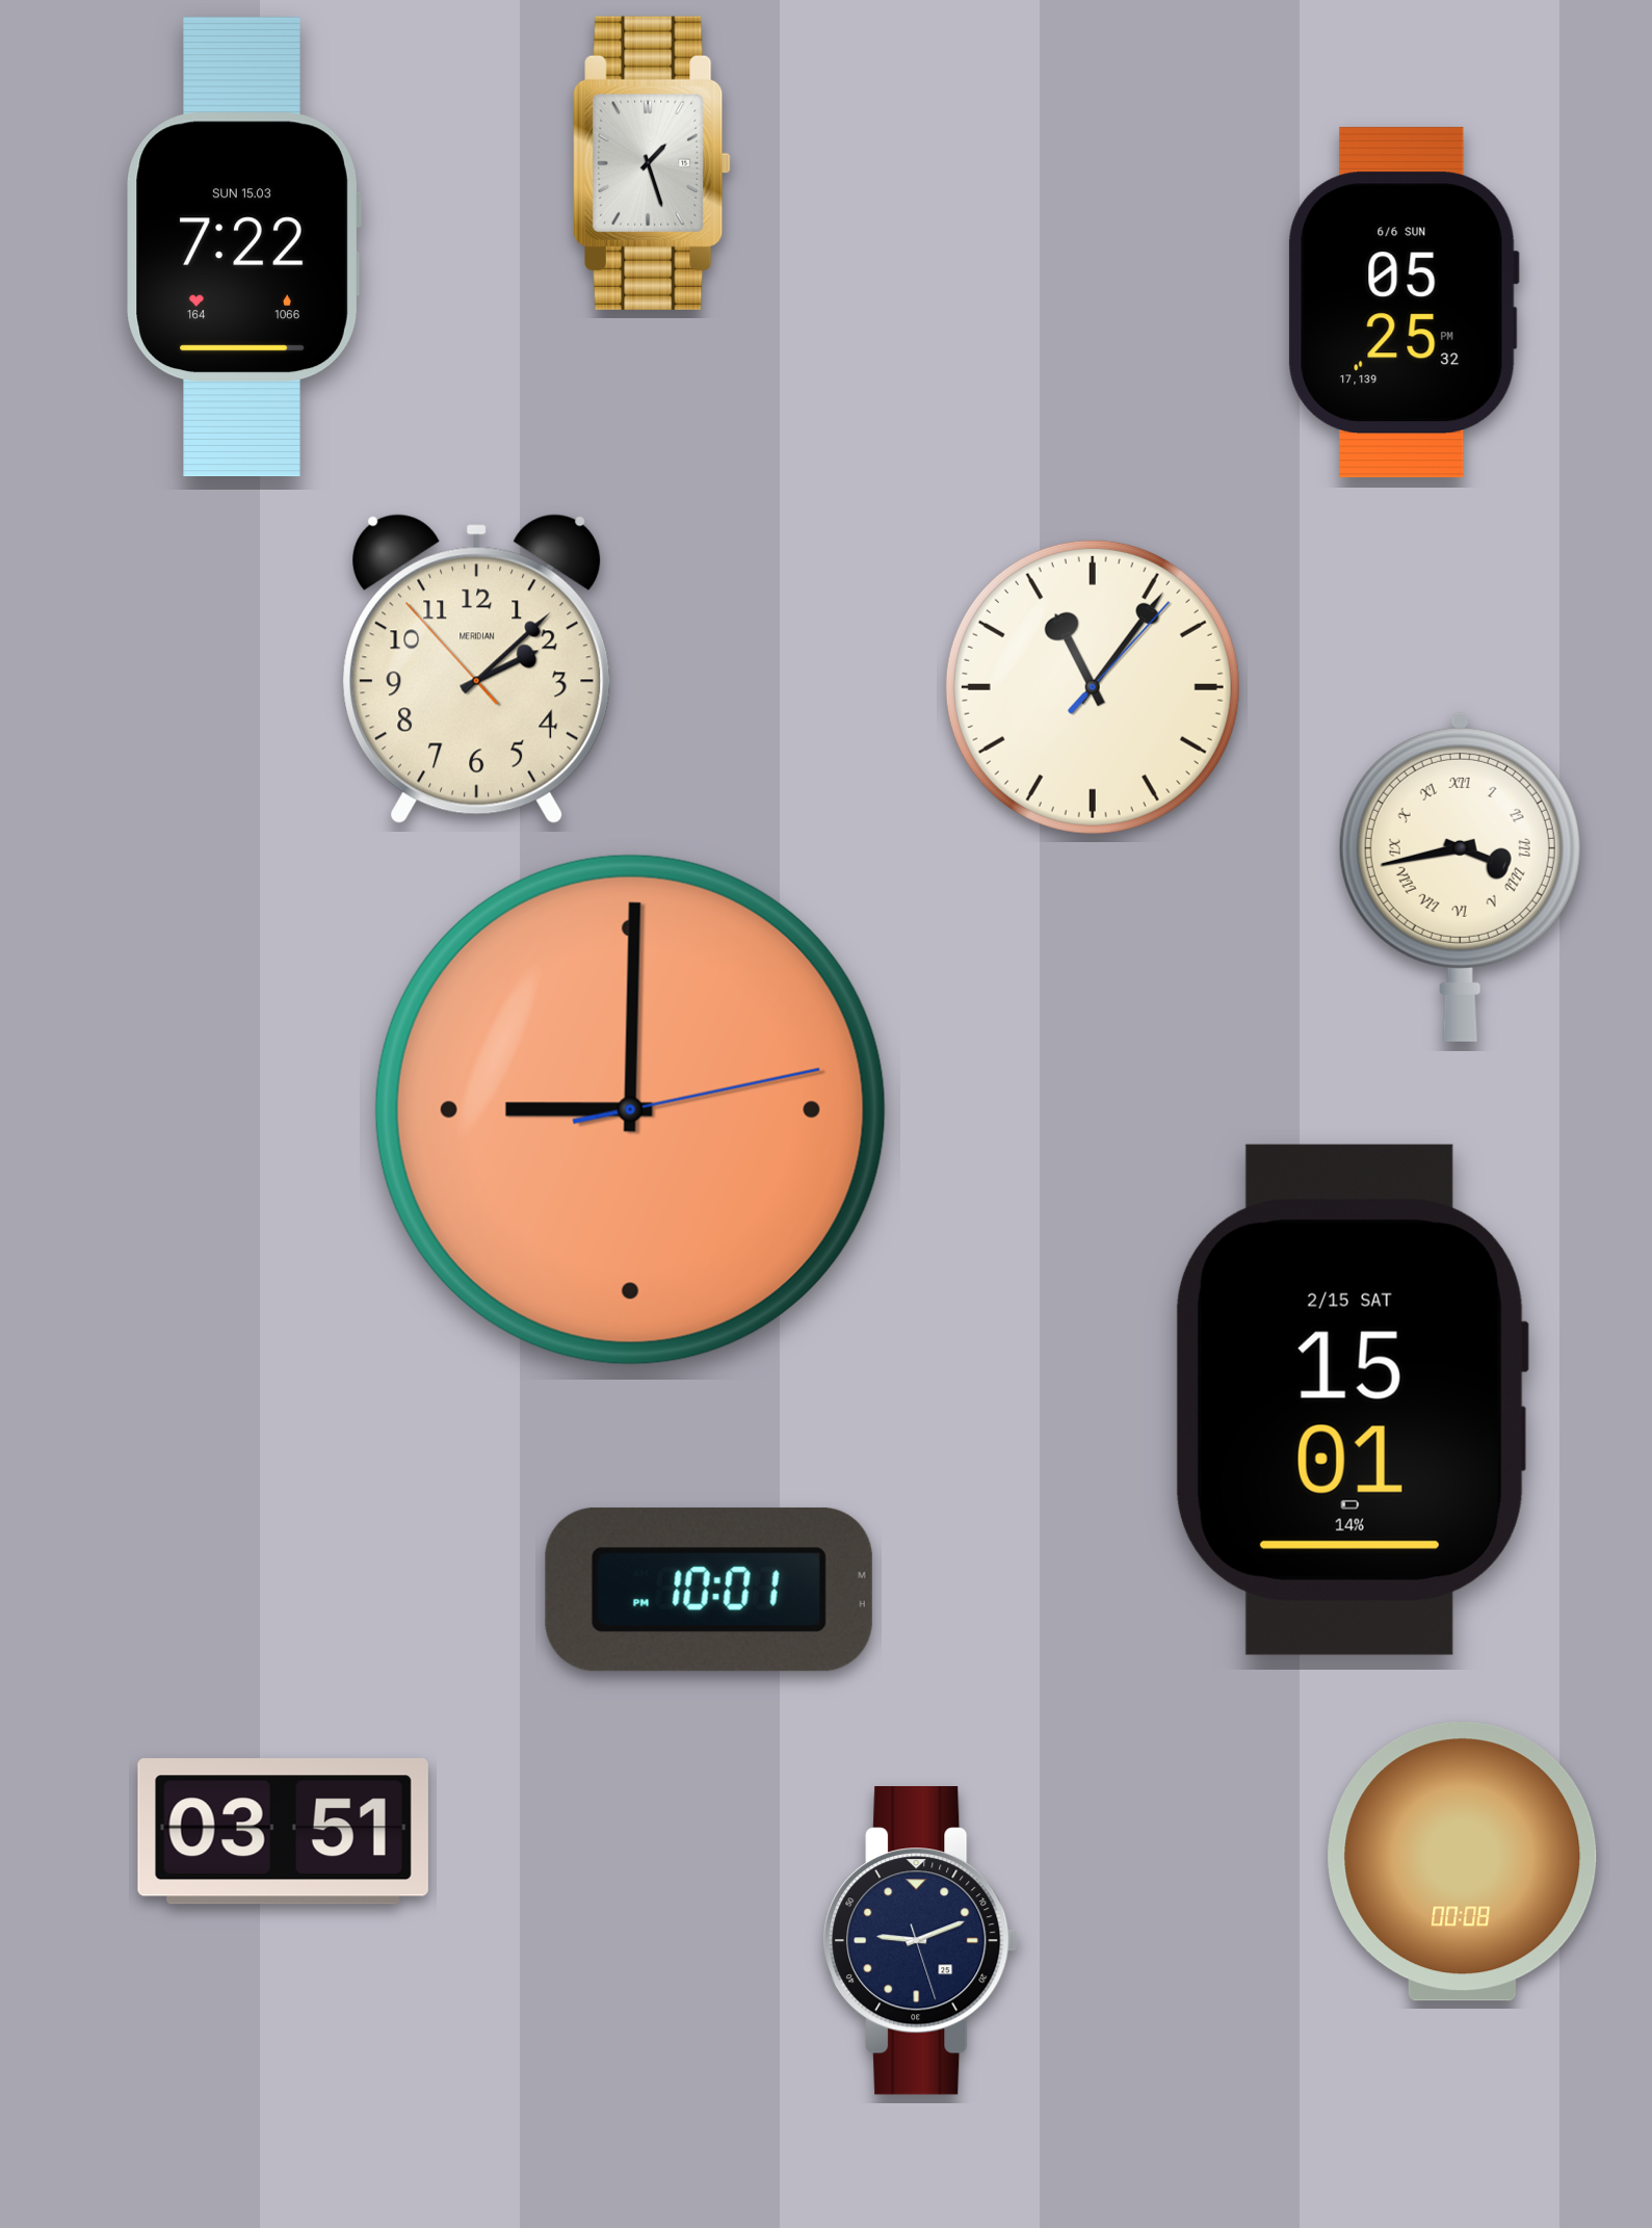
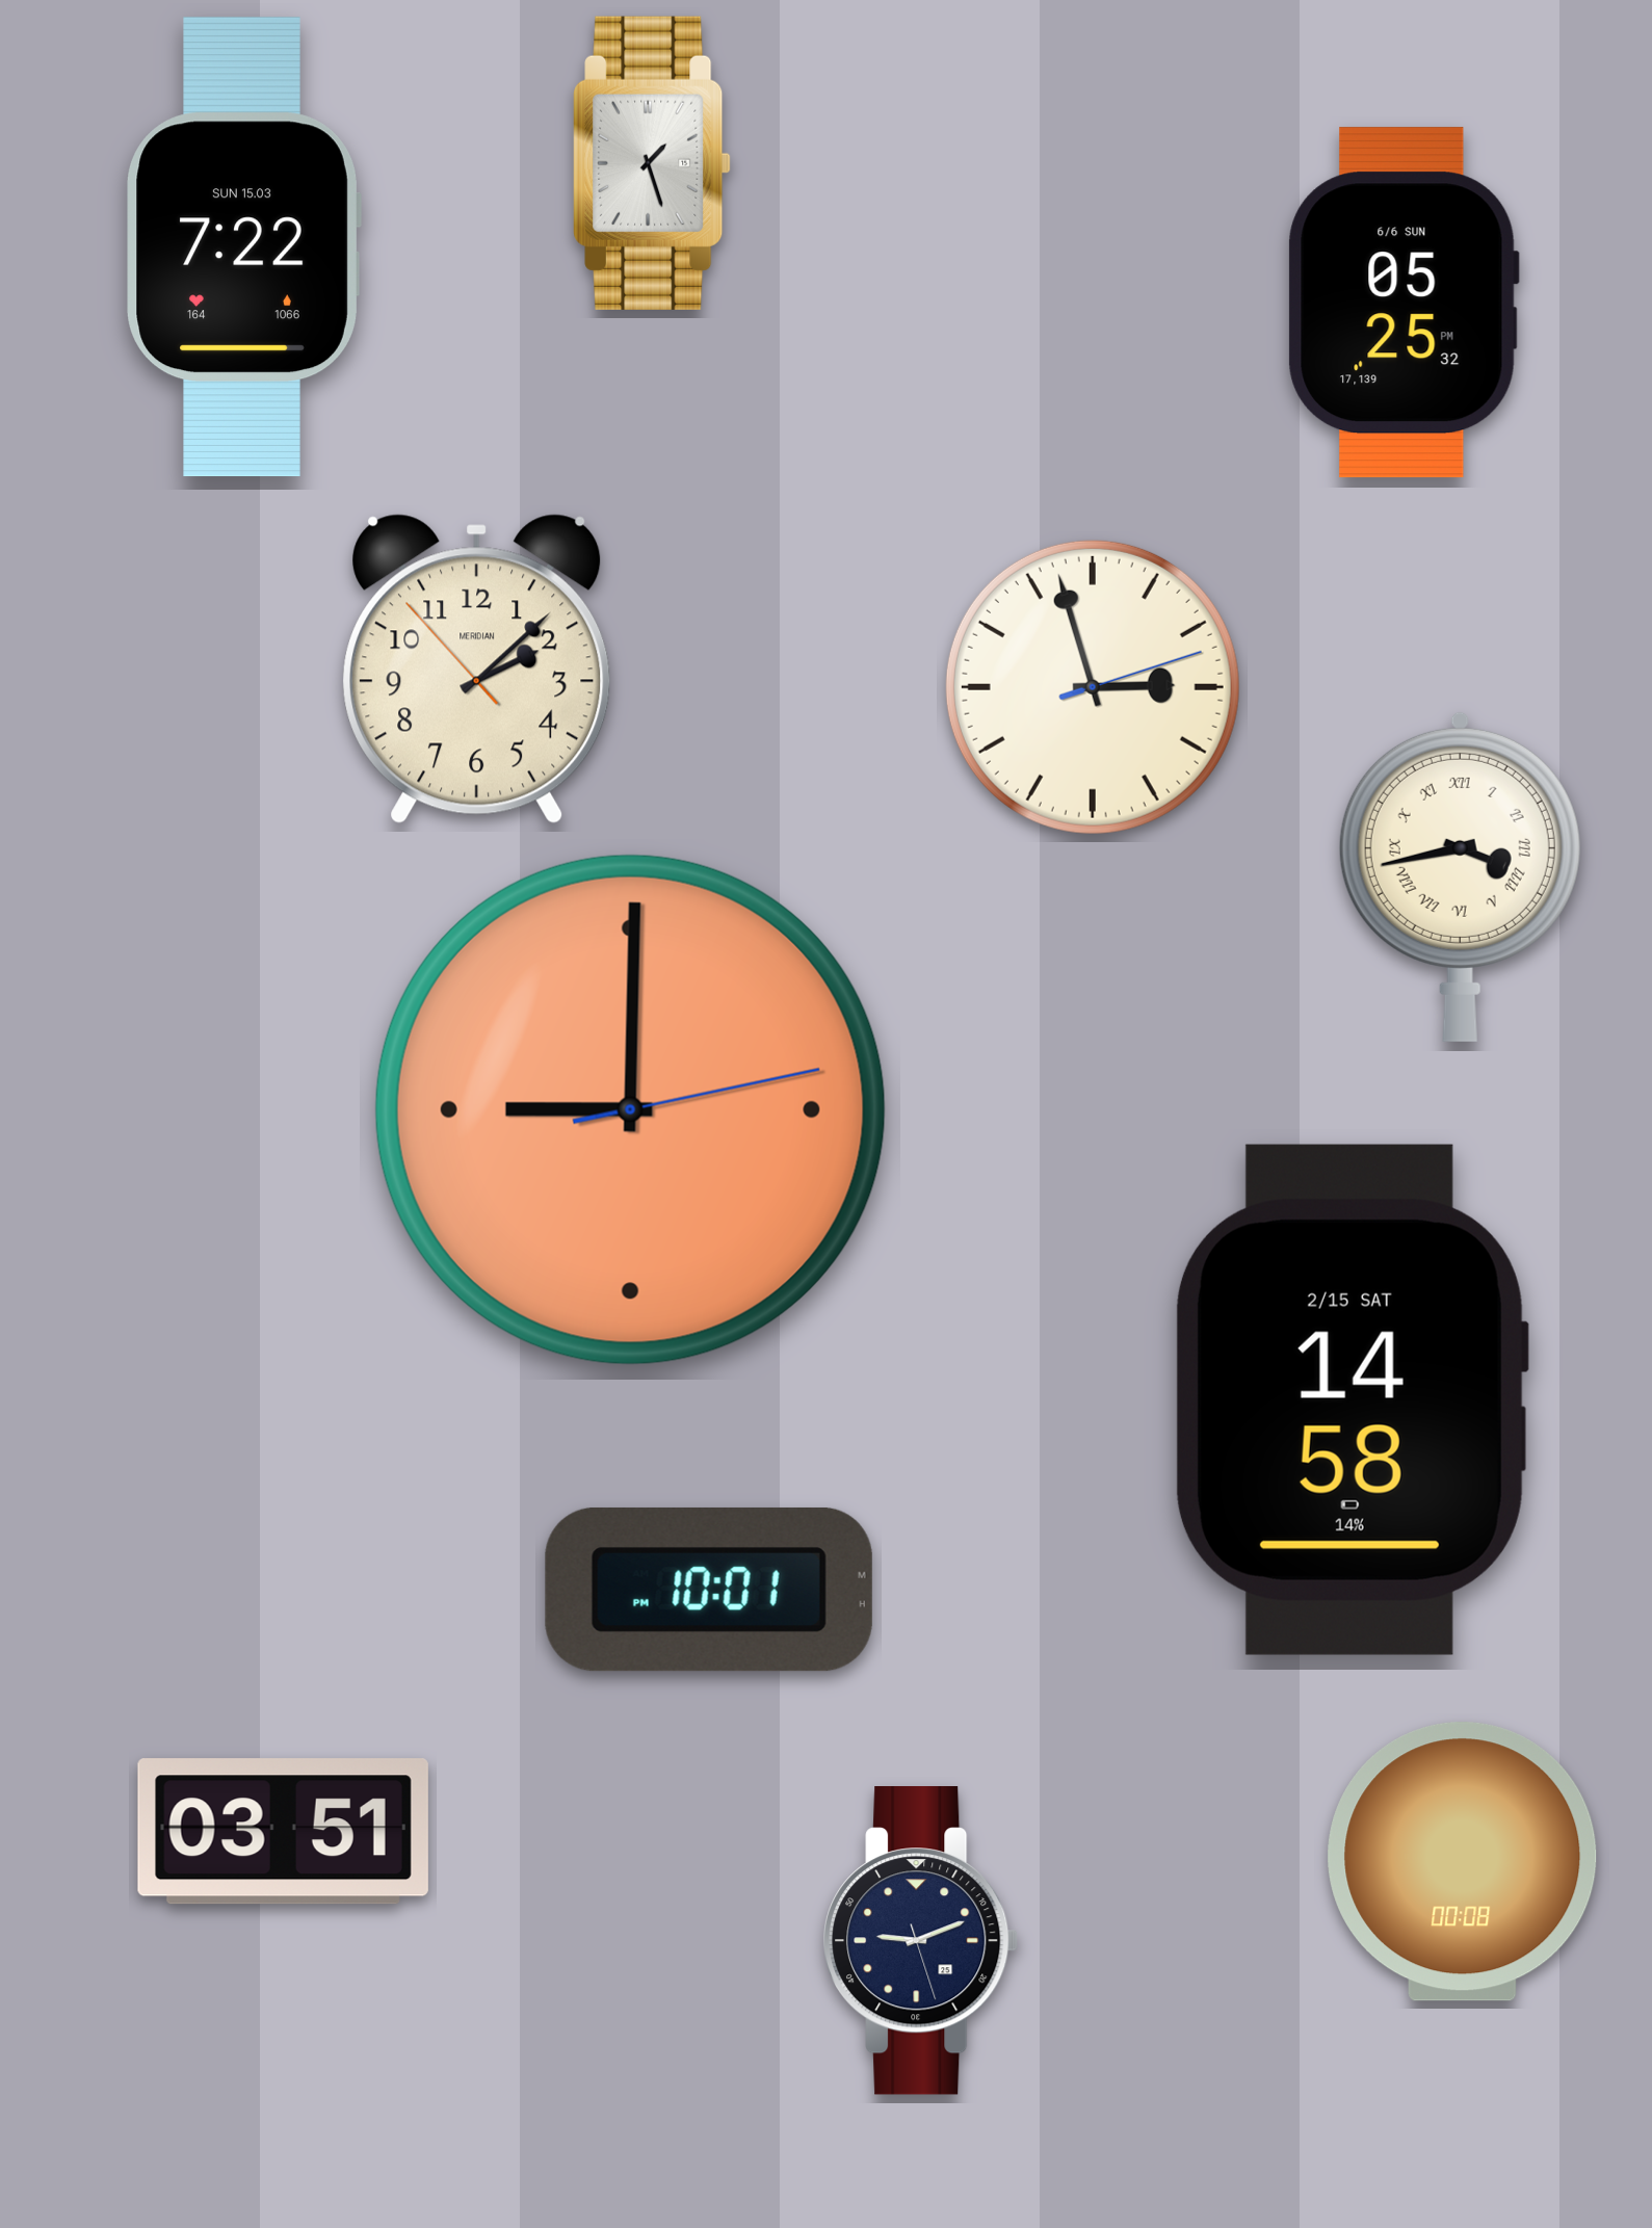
clock at (1093, 687): 11:06 -> 2:57
clock at (1352, 1399): 15:01 -> 14:58
